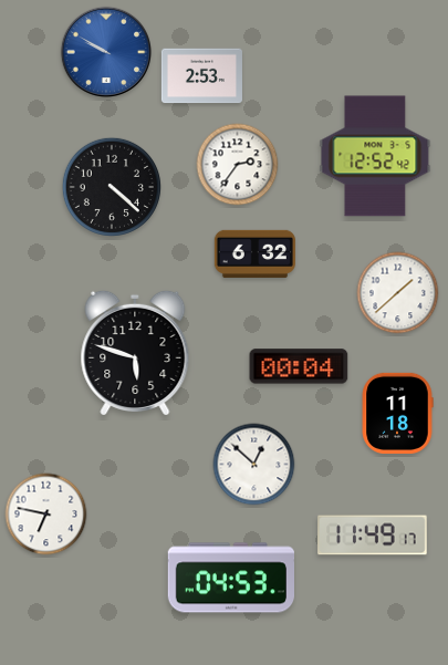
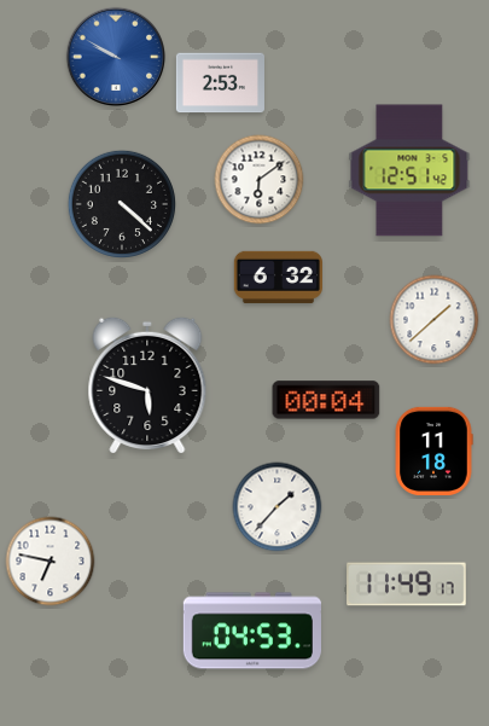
clock at (375, 156): 12:52 -> 12:51
clock at (238, 165): 2:36 -> 6:09
clock at (254, 465): 12:52 -> 1:37
